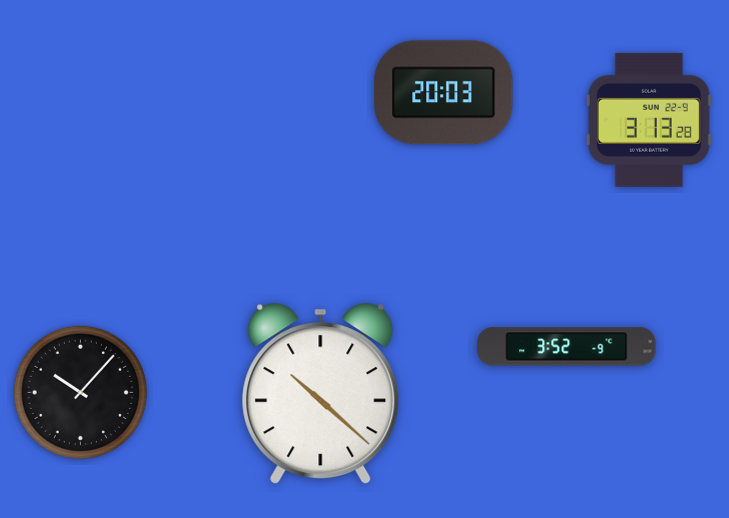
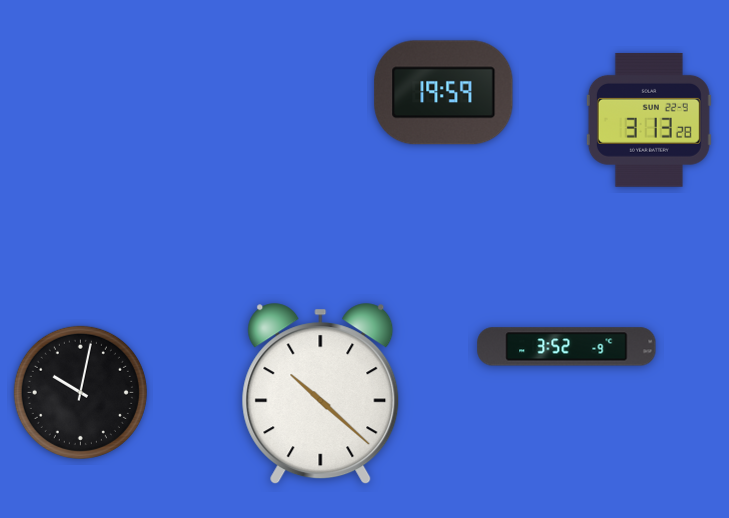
clock at (444, 93): 20:03 -> 19:59
clock at (80, 392): 10:07 -> 10:02
